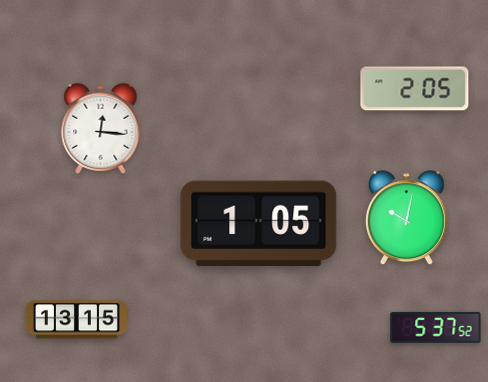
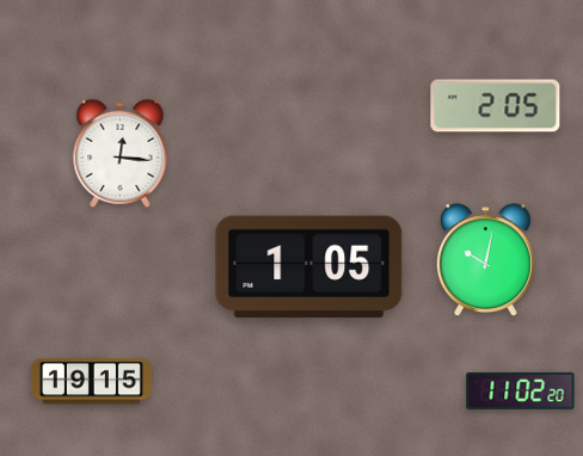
clock at (76, 320): 13:15 -> 19:15
clock at (436, 327): 5:37 -> 11:02
